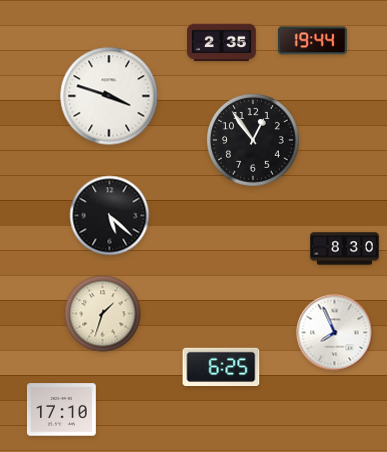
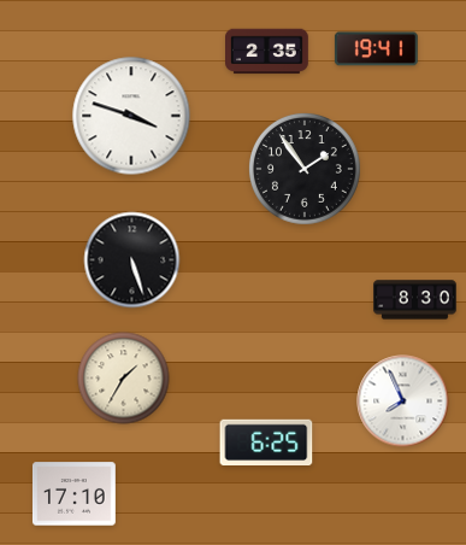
clock at (312, 41): 19:44 -> 19:41
clock at (253, 140): 12:54 -> 1:54
clock at (110, 216): 5:22 -> 5:27
clock at (103, 314): 1:33 -> 1:35
